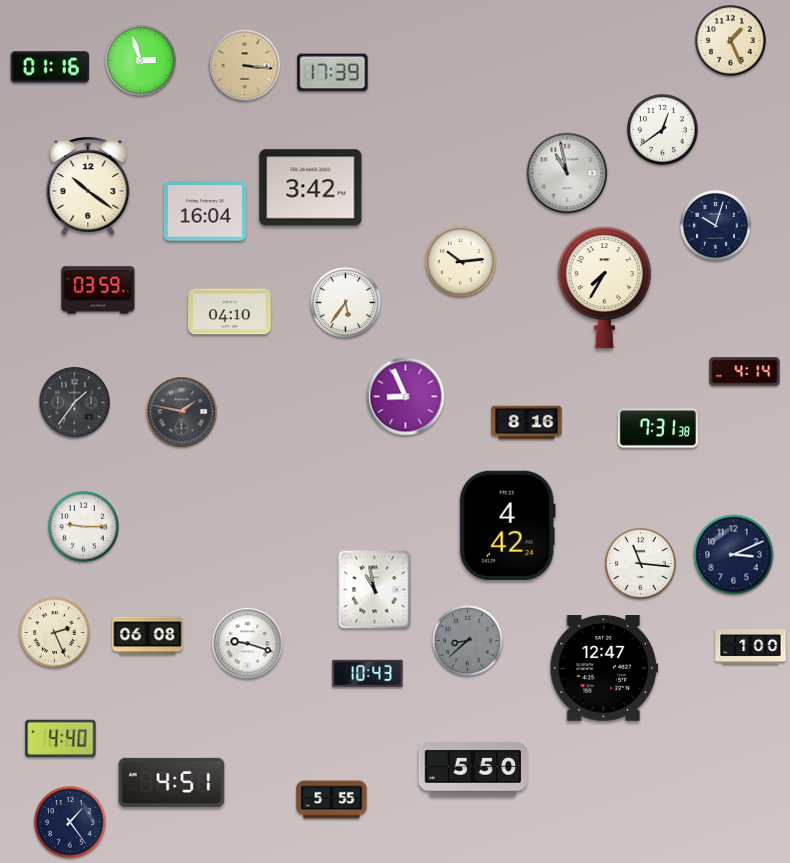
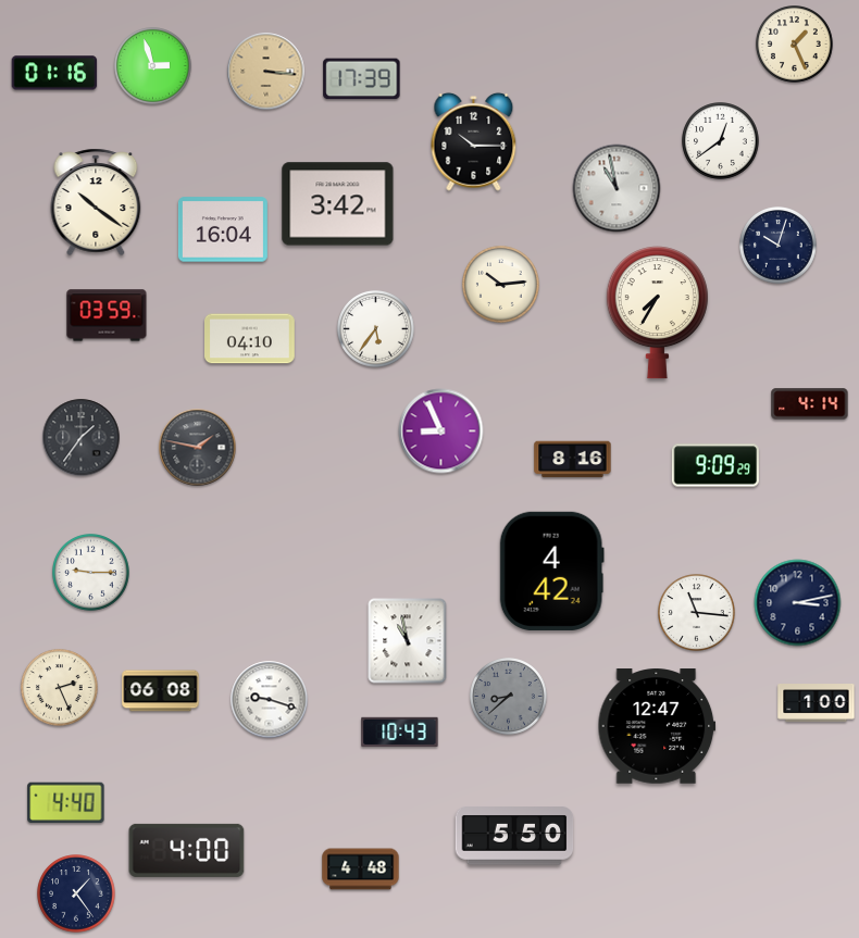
clock at (474, 141): none -> 10:15
clock at (657, 428): 7:31 -> 9:09
clock at (734, 555): 3:11 -> 3:13
clock at (172, 782): 4:51 -> 4:00
clock at (332, 800): 5:55 -> 4:48
